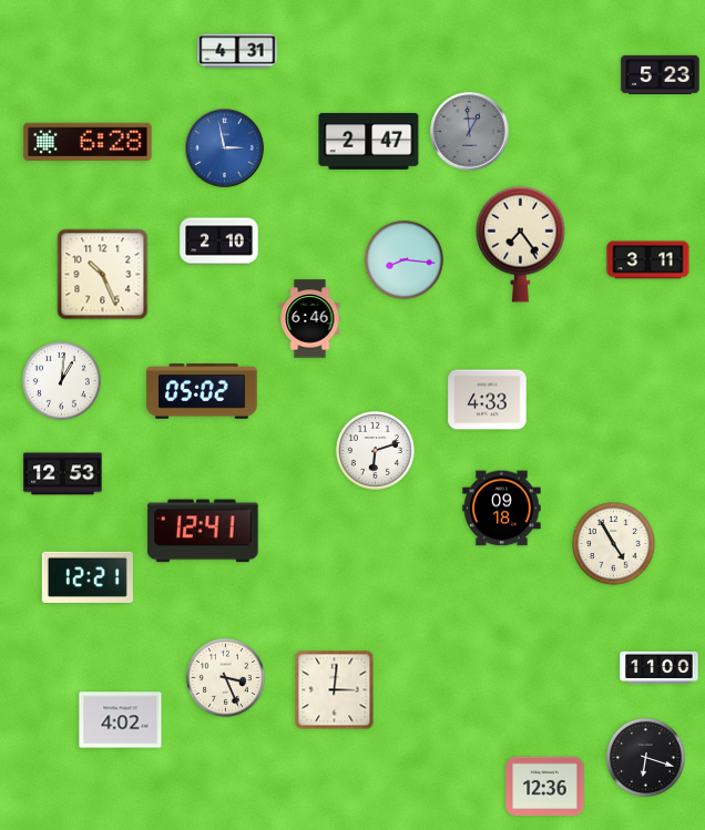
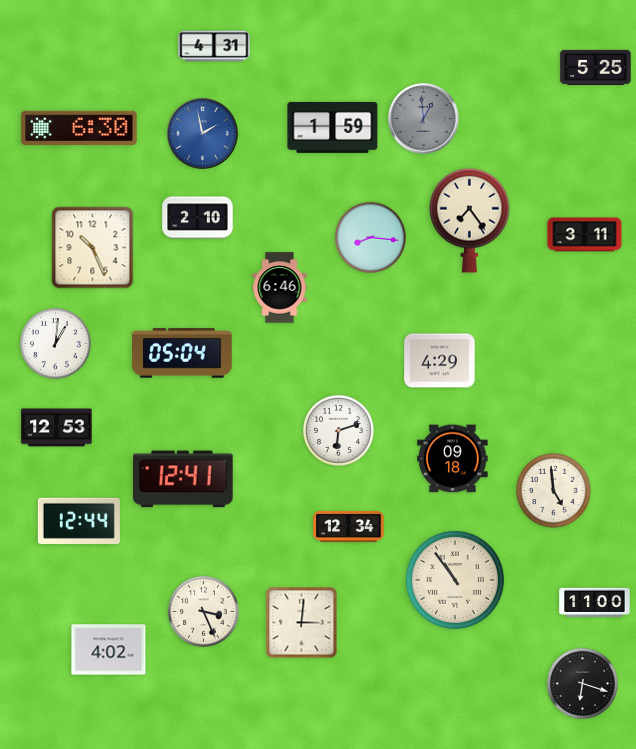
clock at (661, 74): 5:23 -> 5:25
clock at (369, 141): 2:47 -> 1:59
clock at (88, 142): 6:28 -> 6:30
clock at (225, 148): 2:58 -> 1:58
clock at (403, 259) position: (403, 259) -> (370, 237)
clock at (202, 391): 05:02 -> 05:04
clock at (488, 400): 4:33 -> 4:29
clock at (375, 450) position: (375, 450) -> (338, 430)
clock at (614, 544): 4:55 -> 4:59
clock at (88, 577): 12:21 -> 12:44
clock at (349, 526): none -> 12:34
clock at (455, 580): none -> 10:54
clock at (545, 787): 12:36 -> none
